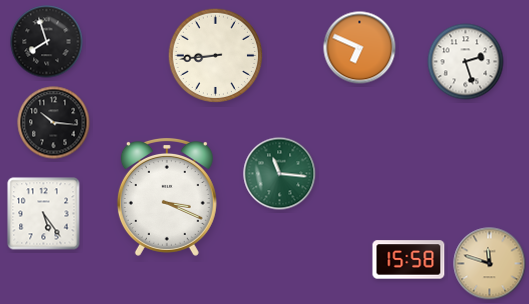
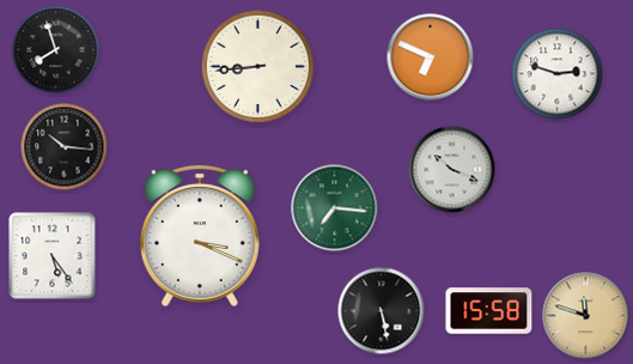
clock at (466, 62): 2:27 -> 2:48
clock at (452, 170): none -> 10:19
clock at (280, 174): 11:16 -> 7:16
clock at (382, 311): none -> 5:28
